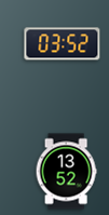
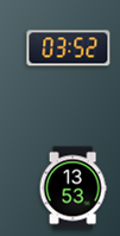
clock at (66, 172): 13:52 -> 13:53
